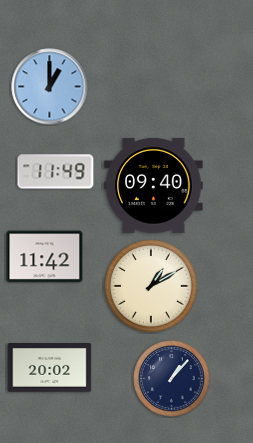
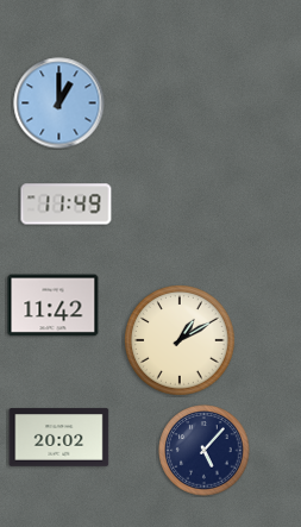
clock at (154, 185): 09:40 -> none
clock at (172, 379): 1:07 -> 5:07
